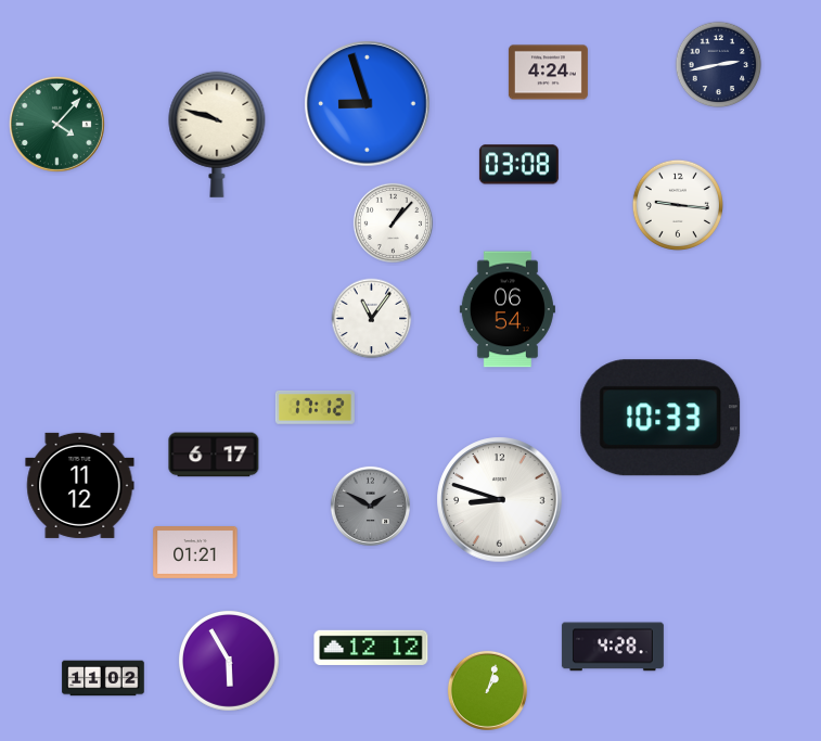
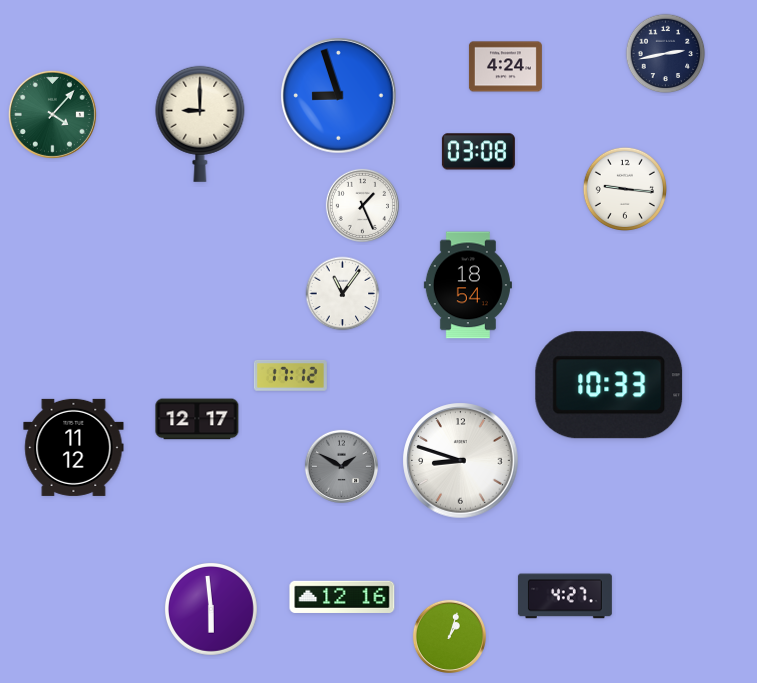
clock at (719, 65) position: (719, 65) -> (666, 54)
clock at (217, 135): 9:48 -> 9:00
clock at (393, 222): 1:07 -> 1:26
clock at (508, 309): 06:54 -> 18:54
clock at (214, 455): 6:17 -> 12:17
clock at (195, 553): 01:21 -> none
clock at (613, 647): 4:28 -> 4:27
clock at (371, 648): 12:12 -> 12:16
clock at (230, 662): 5:55 -> 5:59
clock at (103, 678): 11:02 -> none
